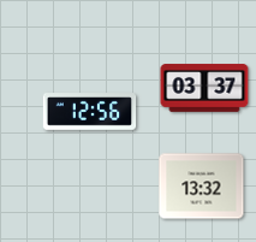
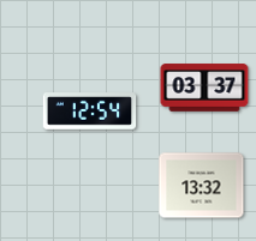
clock at (90, 112): 12:56 -> 12:54
